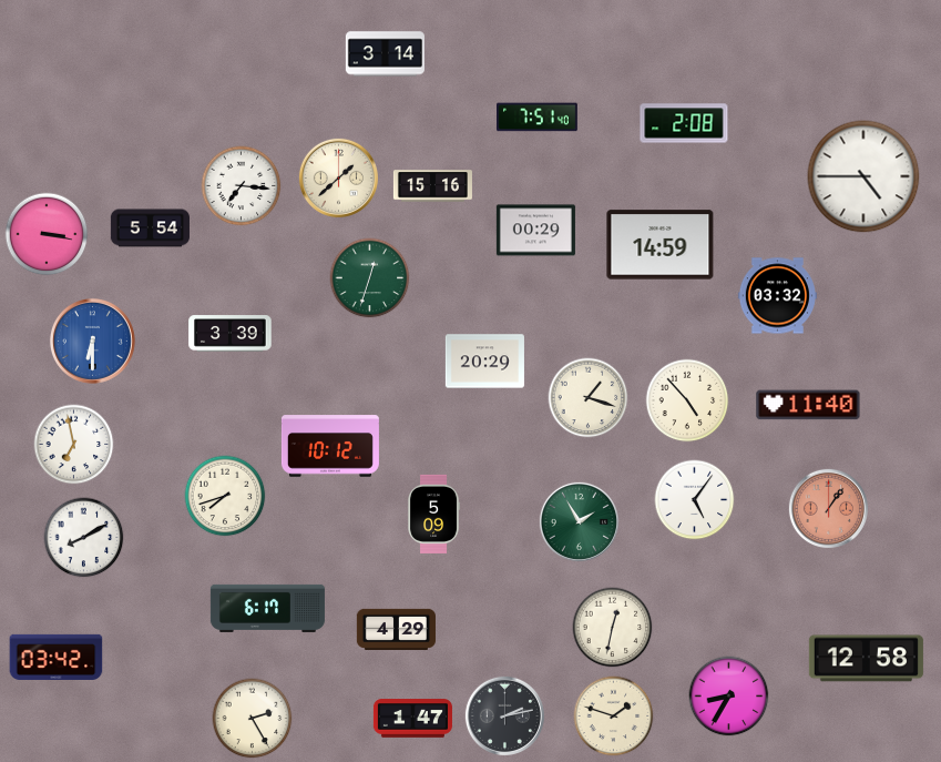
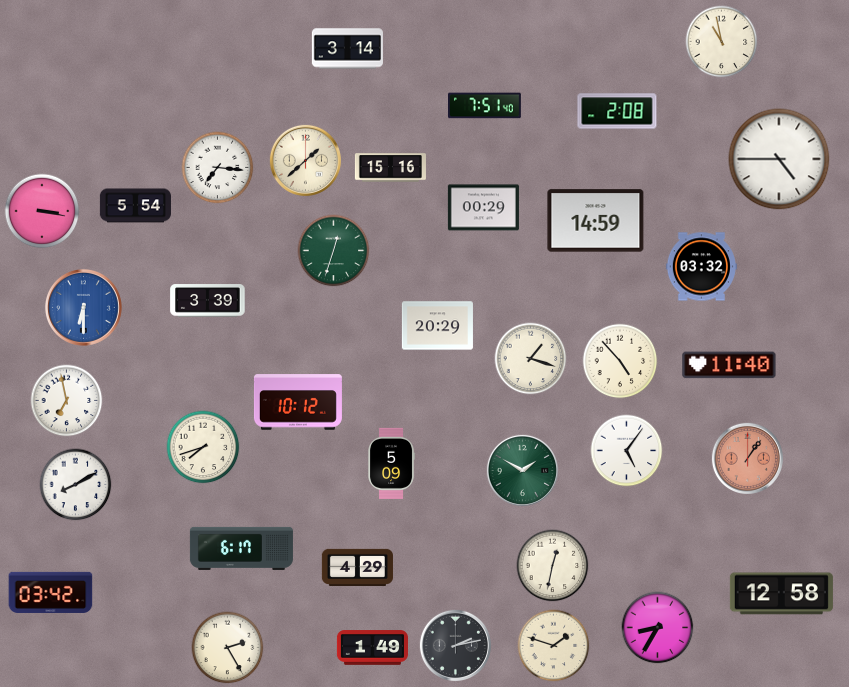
clock at (722, 42): none -> 10:58
clock at (579, 521): 1:55 -> 1:50
clock at (412, 719): 1:47 -> 1:49
